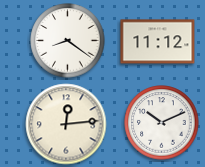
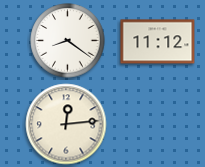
clock at (162, 123): 10:11 -> none
